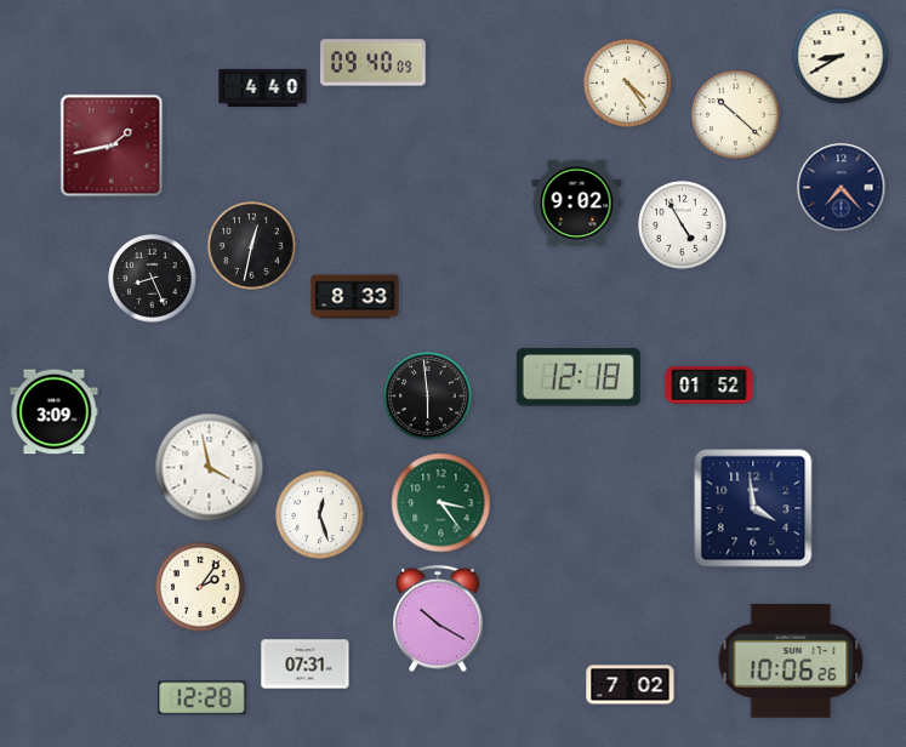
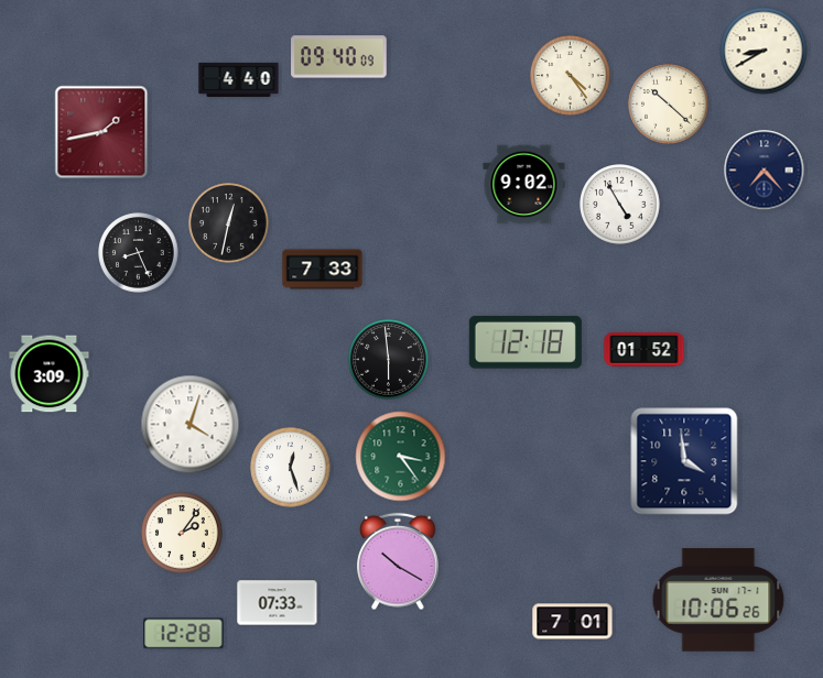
clock at (355, 297): 8:33 -> 7:33
clock at (210, 468): 3:58 -> 4:03
clock at (306, 665): 07:31 -> 07:33
clock at (631, 685): 7:02 -> 7:01
